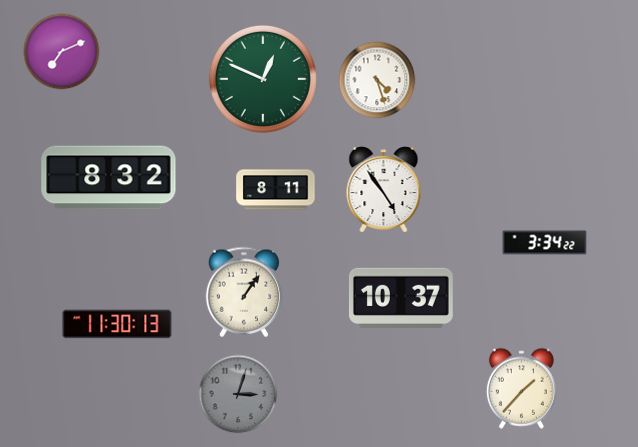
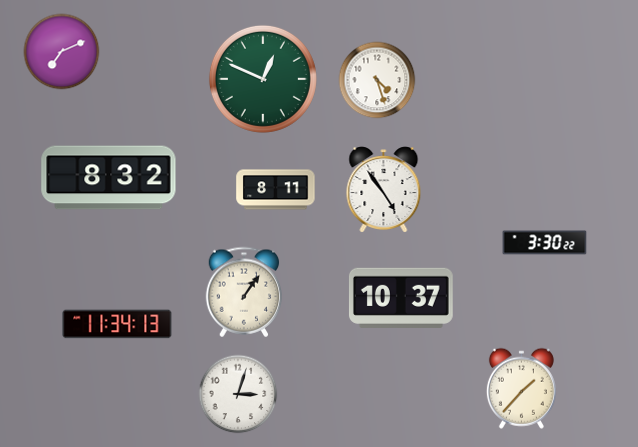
clock at (545, 243): 3:34 -> 3:30
clock at (117, 324): 11:30 -> 11:34
clock at (238, 394) dial: grey -> white
